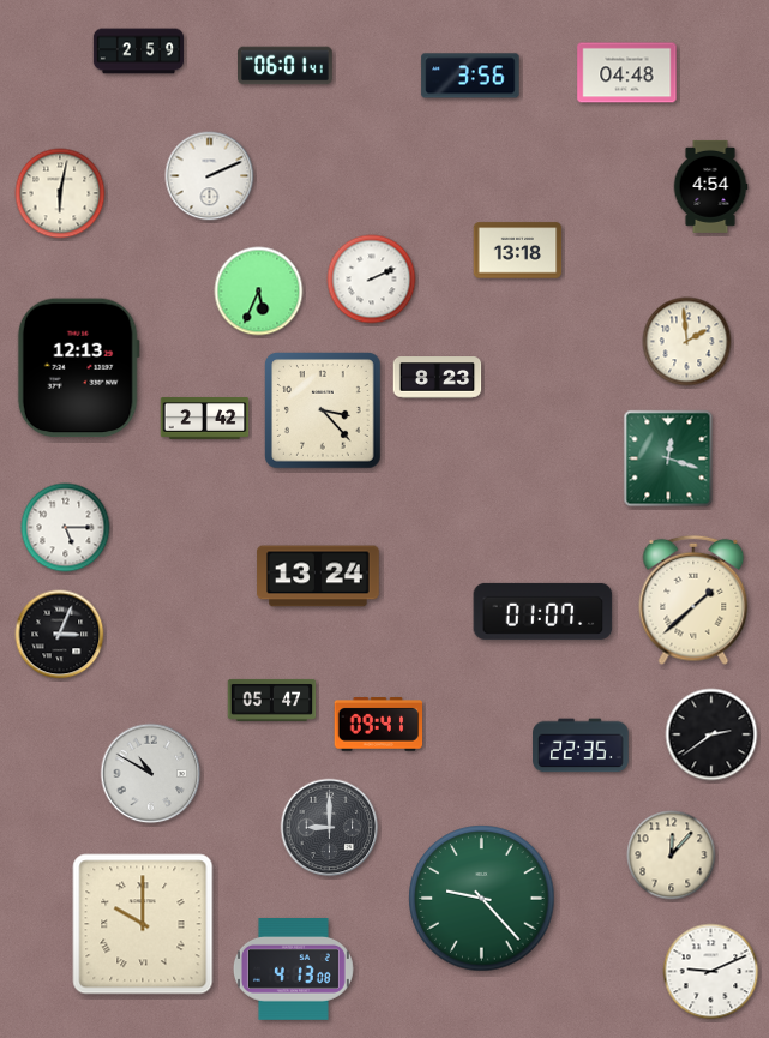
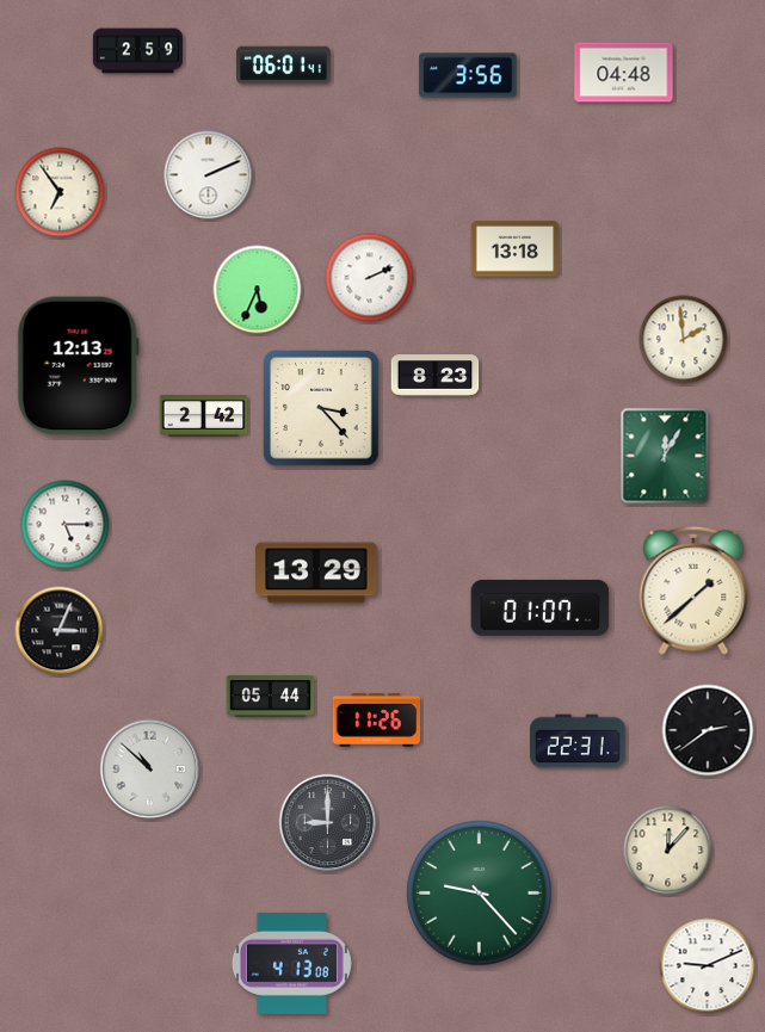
clock at (710, 186): 4:54 -> none
clock at (60, 193): 6:02 -> 6:54
clock at (668, 458): 12:18 -> 12:05
clock at (318, 576): 13:24 -> 13:29
clock at (693, 600) position: (693, 600) -> (693, 591)
clock at (272, 700): 05:47 -> 05:44
clock at (379, 725): 09:41 -> 11:26
clock at (581, 745): 22:35 -> 22:31
clock at (151, 774): 10:50 -> 10:52
clock at (143, 924): 10:00 -> none
